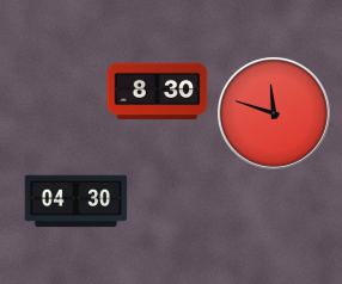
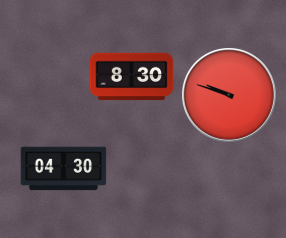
clock at (274, 113): 11:48 -> 9:48
